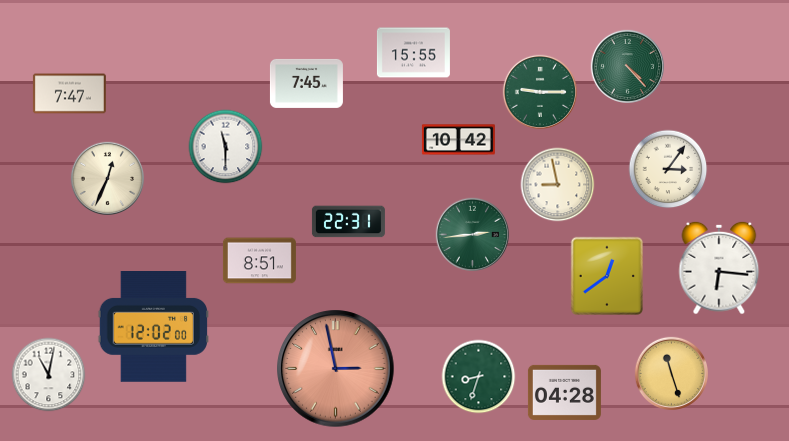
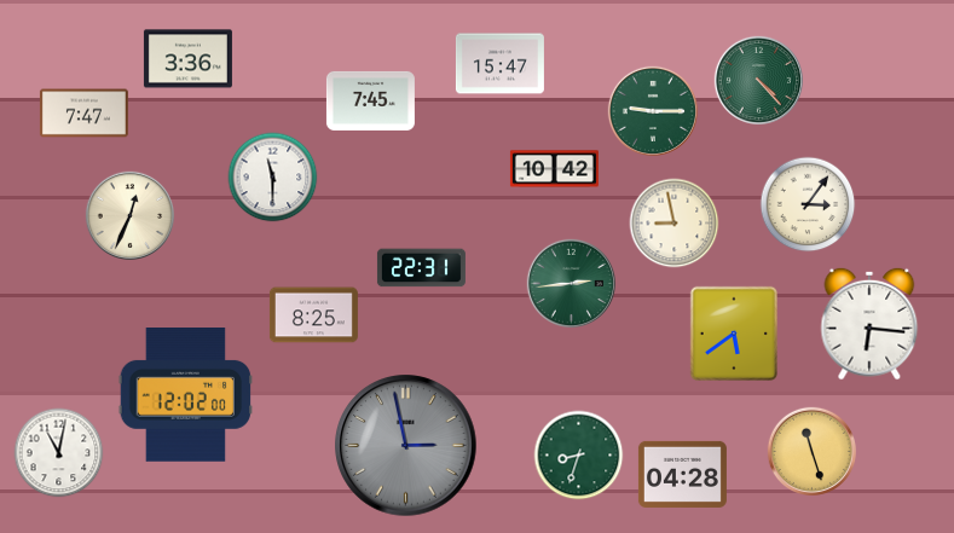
clock at (187, 59): none -> 3:36
clock at (413, 53): 15:55 -> 15:47
clock at (259, 261): 8:51 -> 8:25
clock at (606, 275): 12:39 -> 5:39
clock at (336, 369) dial: salmon -> grey
